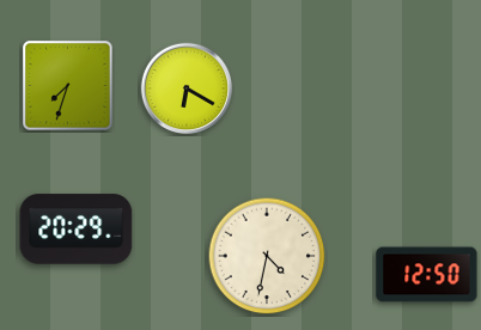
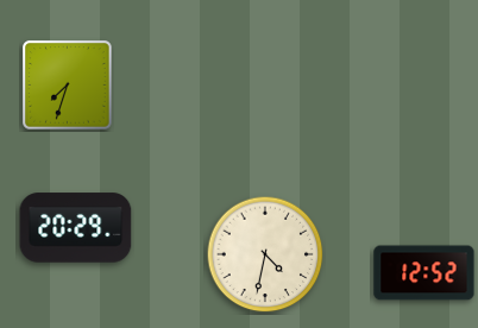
clock at (187, 88): 6:20 -> none
clock at (427, 275): 12:50 -> 12:52
